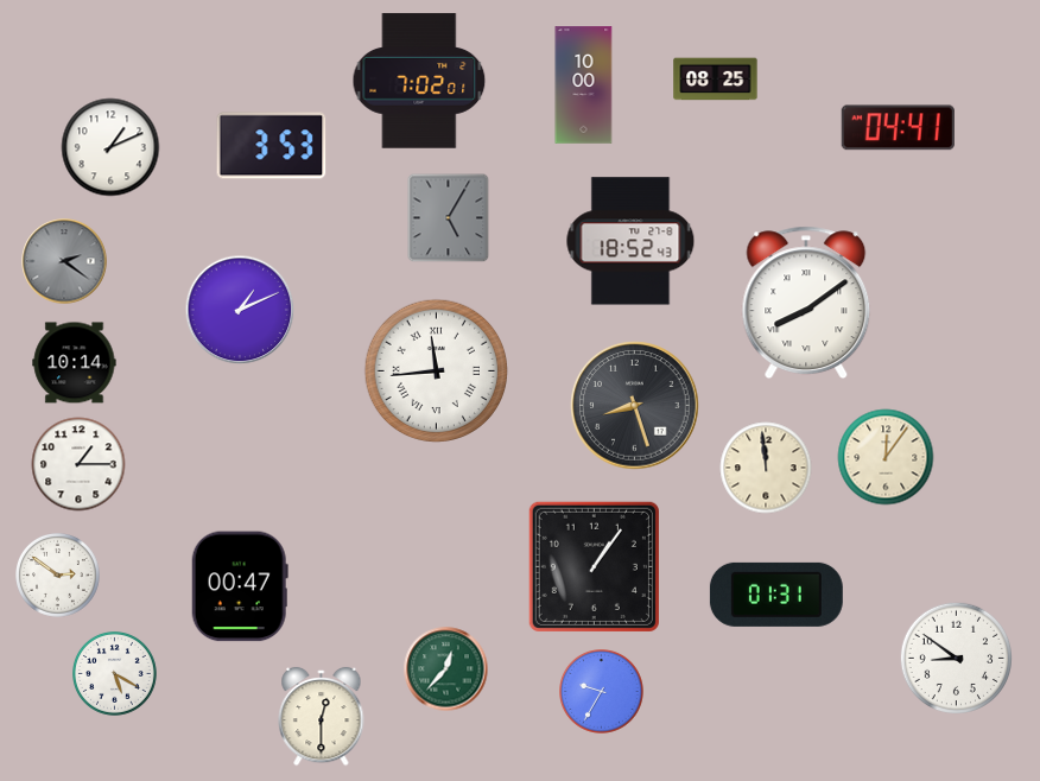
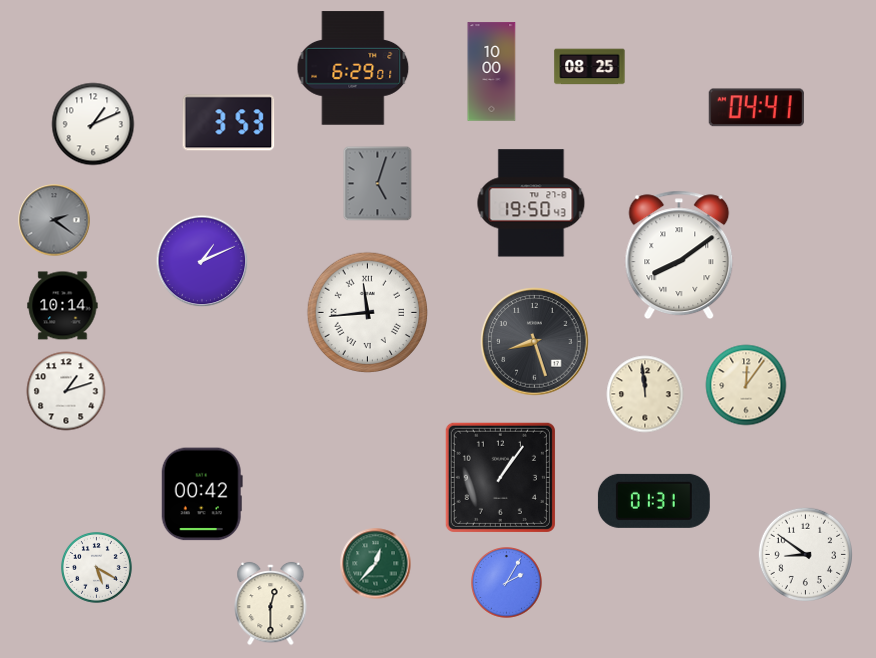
clock at (716, 80) position: (716, 80) -> (590, 67)
clock at (419, 81): 7:02 -> 6:29
clock at (449, 218): 5:05 -> 5:03
clock at (630, 241): 18:52 -> 19:50
clock at (78, 464): 1:15 -> 1:12
clock at (58, 576): 2:51 -> none
clock at (240, 586): 00:47 -> 00:42
clock at (602, 692): 9:35 -> 2:05
